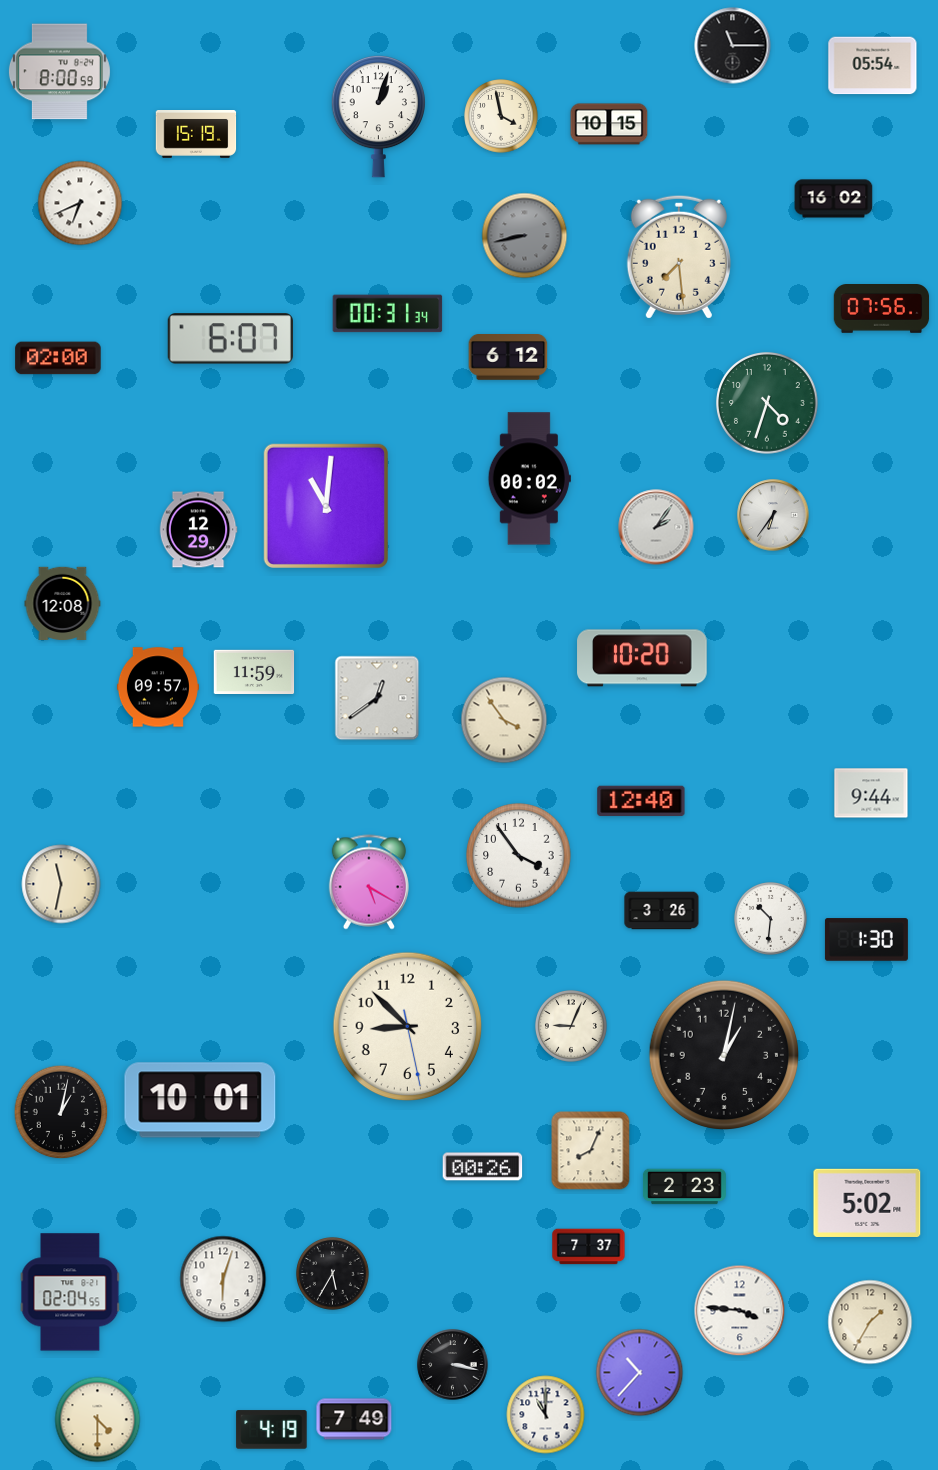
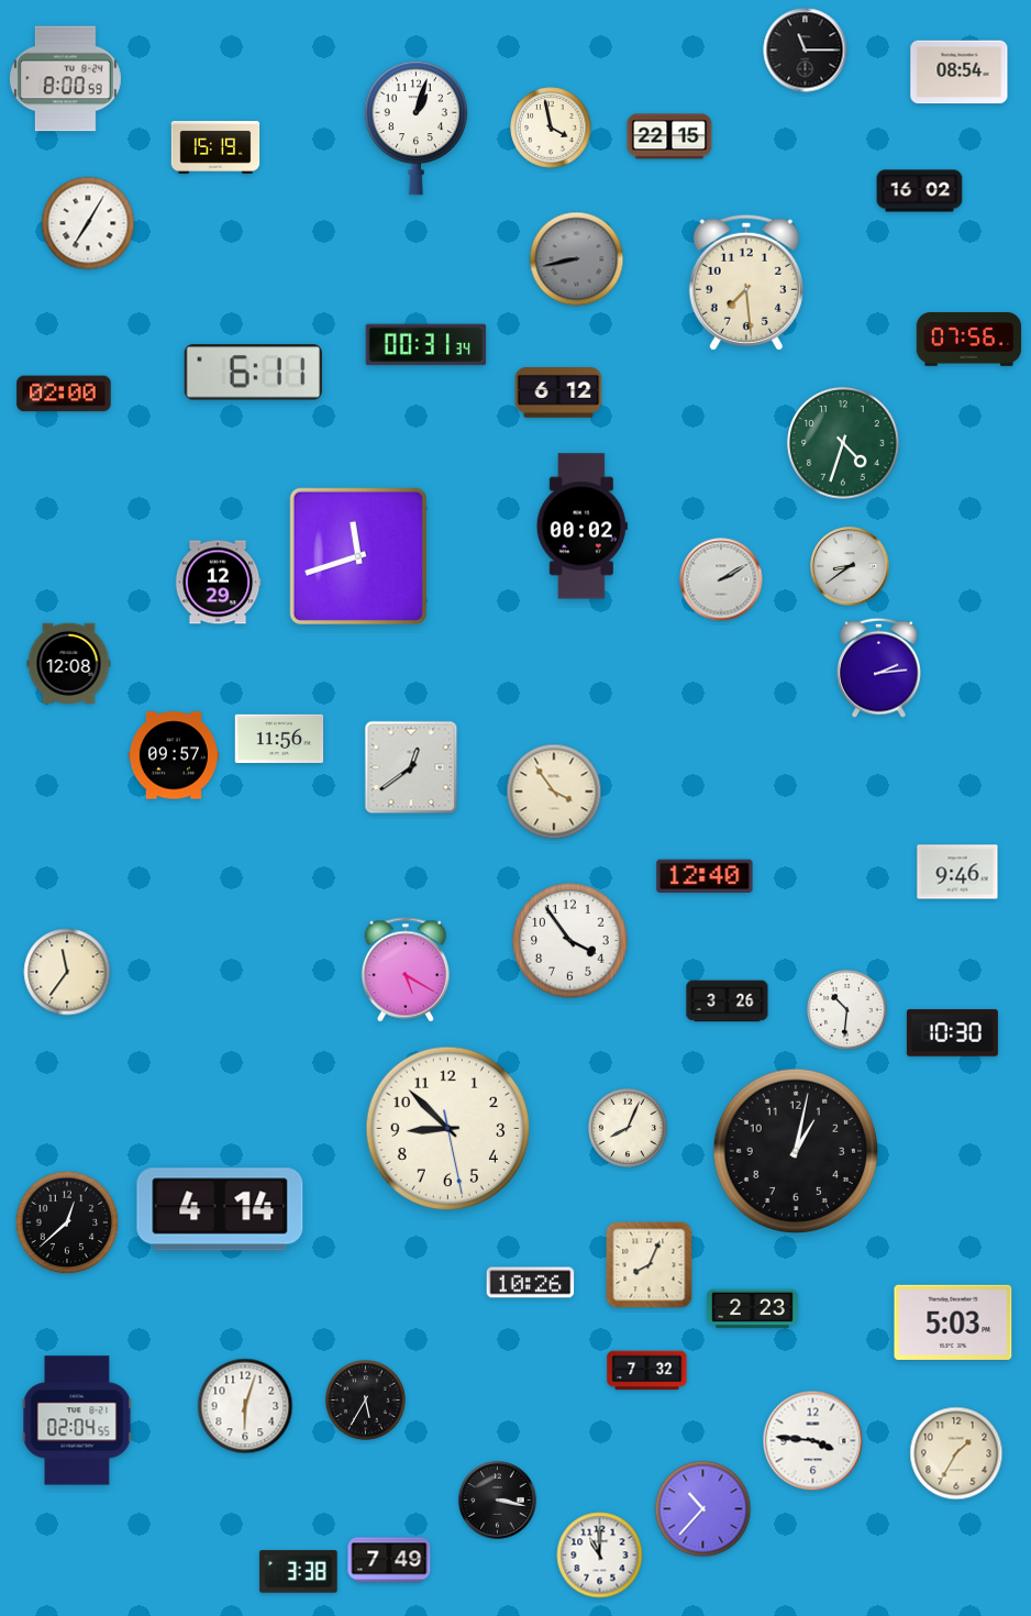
clock at (873, 66): 05:54 -> 08:54
clock at (609, 124): 10:15 -> 22:15
clock at (834, 199) position: (834, 199) -> (920, 191)
clock at (80, 203): 6:41 -> 7:05
clock at (230, 339): 6:07 -> 6:11
clock at (326, 506): 11:01 -> 11:42
clock at (773, 515): 6:36 -> 8:39
clock at (656, 527): 2:06 -> 2:10
clock at (879, 667): none -> 2:14
clock at (642, 658): 10:20 -> none
clock at (254, 671): 11:59 -> 11:56
clock at (377, 698) position: (377, 698) -> (411, 767)
clock at (871, 793): 9:44 -> 9:46
clock at (641, 801) position: (641, 801) -> (705, 876)
clock at (61, 884): 11:32 -> 11:36
clock at (866, 940): 1:30 -> 10:30
clock at (571, 1026): 9:04 -> 8:04
clock at (724, 1055) position: (724, 1055) -> (796, 1151)
clock at (200, 1100): 10:01 -> 4:14
clock at (61, 1112): 1:02 -> 12:38
clock at (483, 1167): 00:26 -> 10:26
clock at (684, 1187) position: (684, 1187) -> (752, 1309)
clock at (867, 1203): 5:02 -> 5:03
clock at (589, 1247): 7:37 -> 7:32
clock at (98, 1420): 4:30 -> none
clock at (272, 1430): 4:19 -> 3:38
